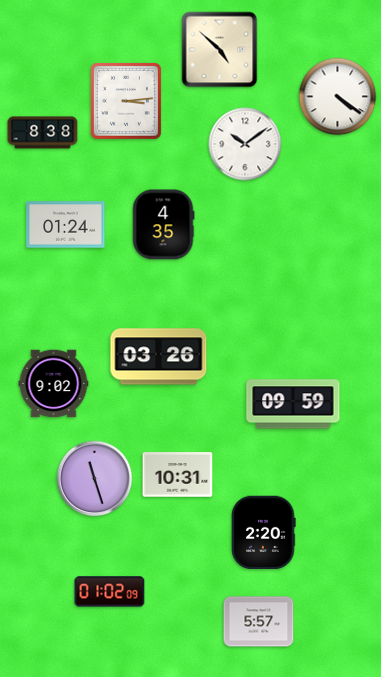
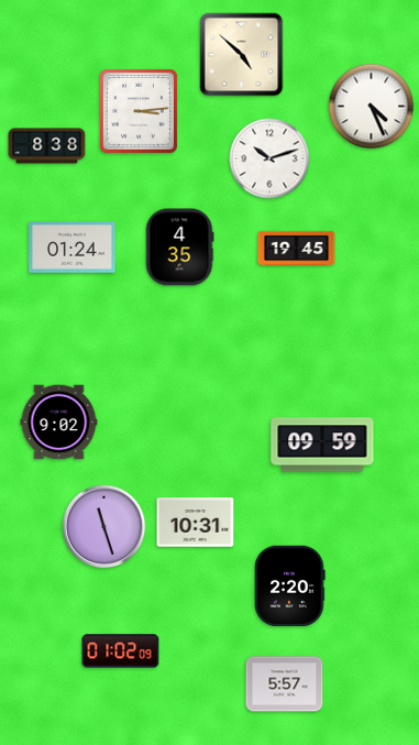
clock at (338, 97): 4:21 -> 4:26
clock at (245, 144): 10:09 -> 10:12
clock at (297, 248): none -> 19:45
clock at (159, 357): 03:26 -> none
